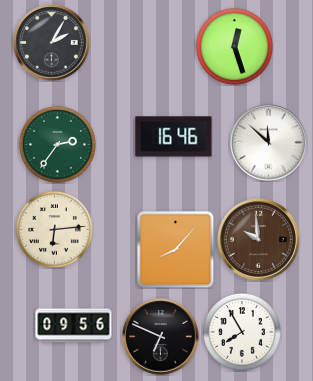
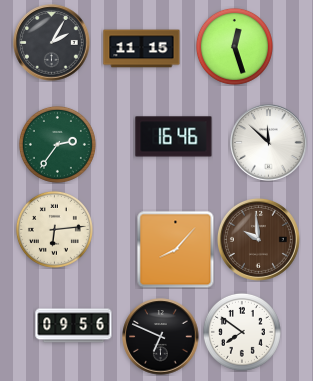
clock at (142, 49): none -> 11:15
clock at (242, 332): 7:55 -> 7:51
